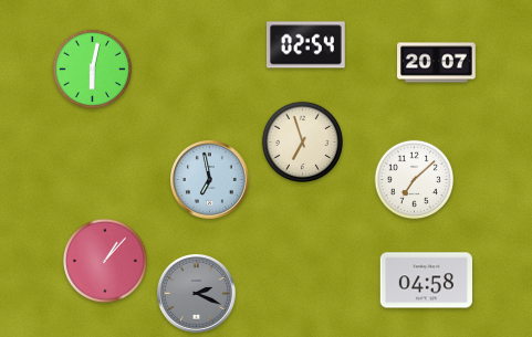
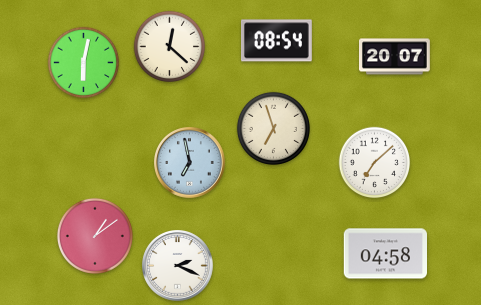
clock at (306, 45): 02:54 -> 08:54
clock at (170, 47): none -> 12:22
clock at (105, 261): 1:07 -> 1:09
clock at (197, 294) dial: grey -> white
